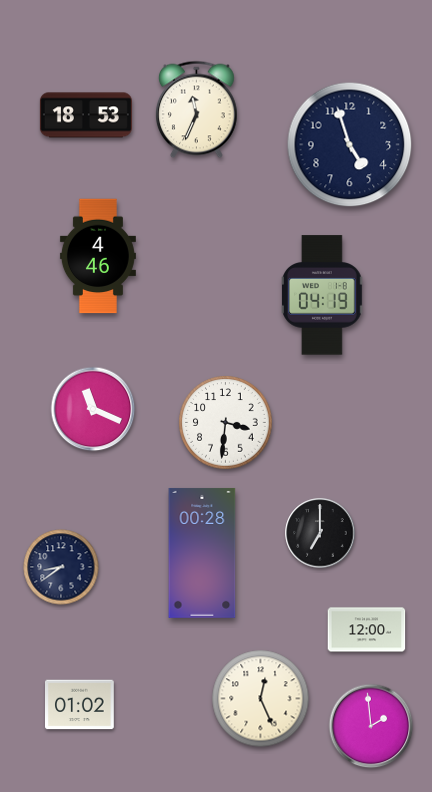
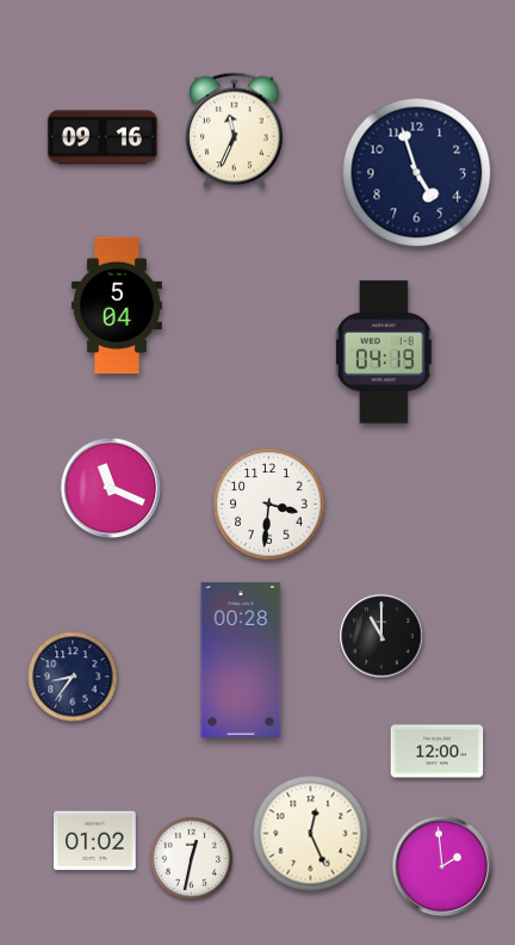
clock at (86, 115): 18:53 -> 09:16
clock at (98, 256): 4:46 -> 5:04
clock at (320, 533): 7:00 -> 11:00
clock at (61, 567): 8:39 -> 8:36
clock at (191, 858): none -> 12:32
